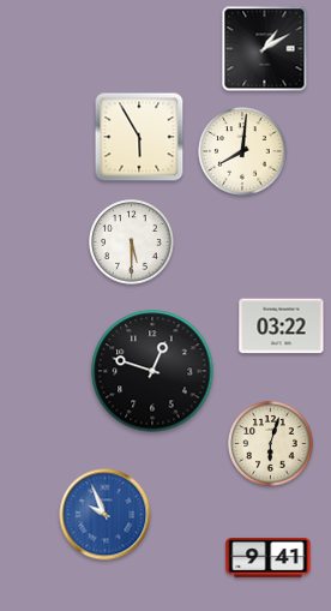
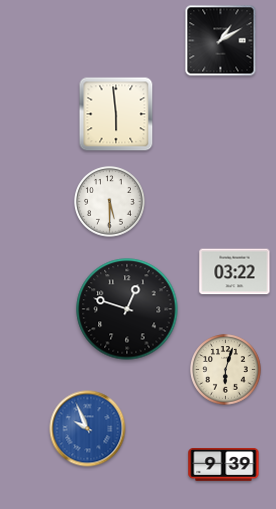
clock at (139, 137): 5:55 -> 5:59
clock at (242, 151): 8:01 -> none
clock at (269, 558): 9:41 -> 9:39
